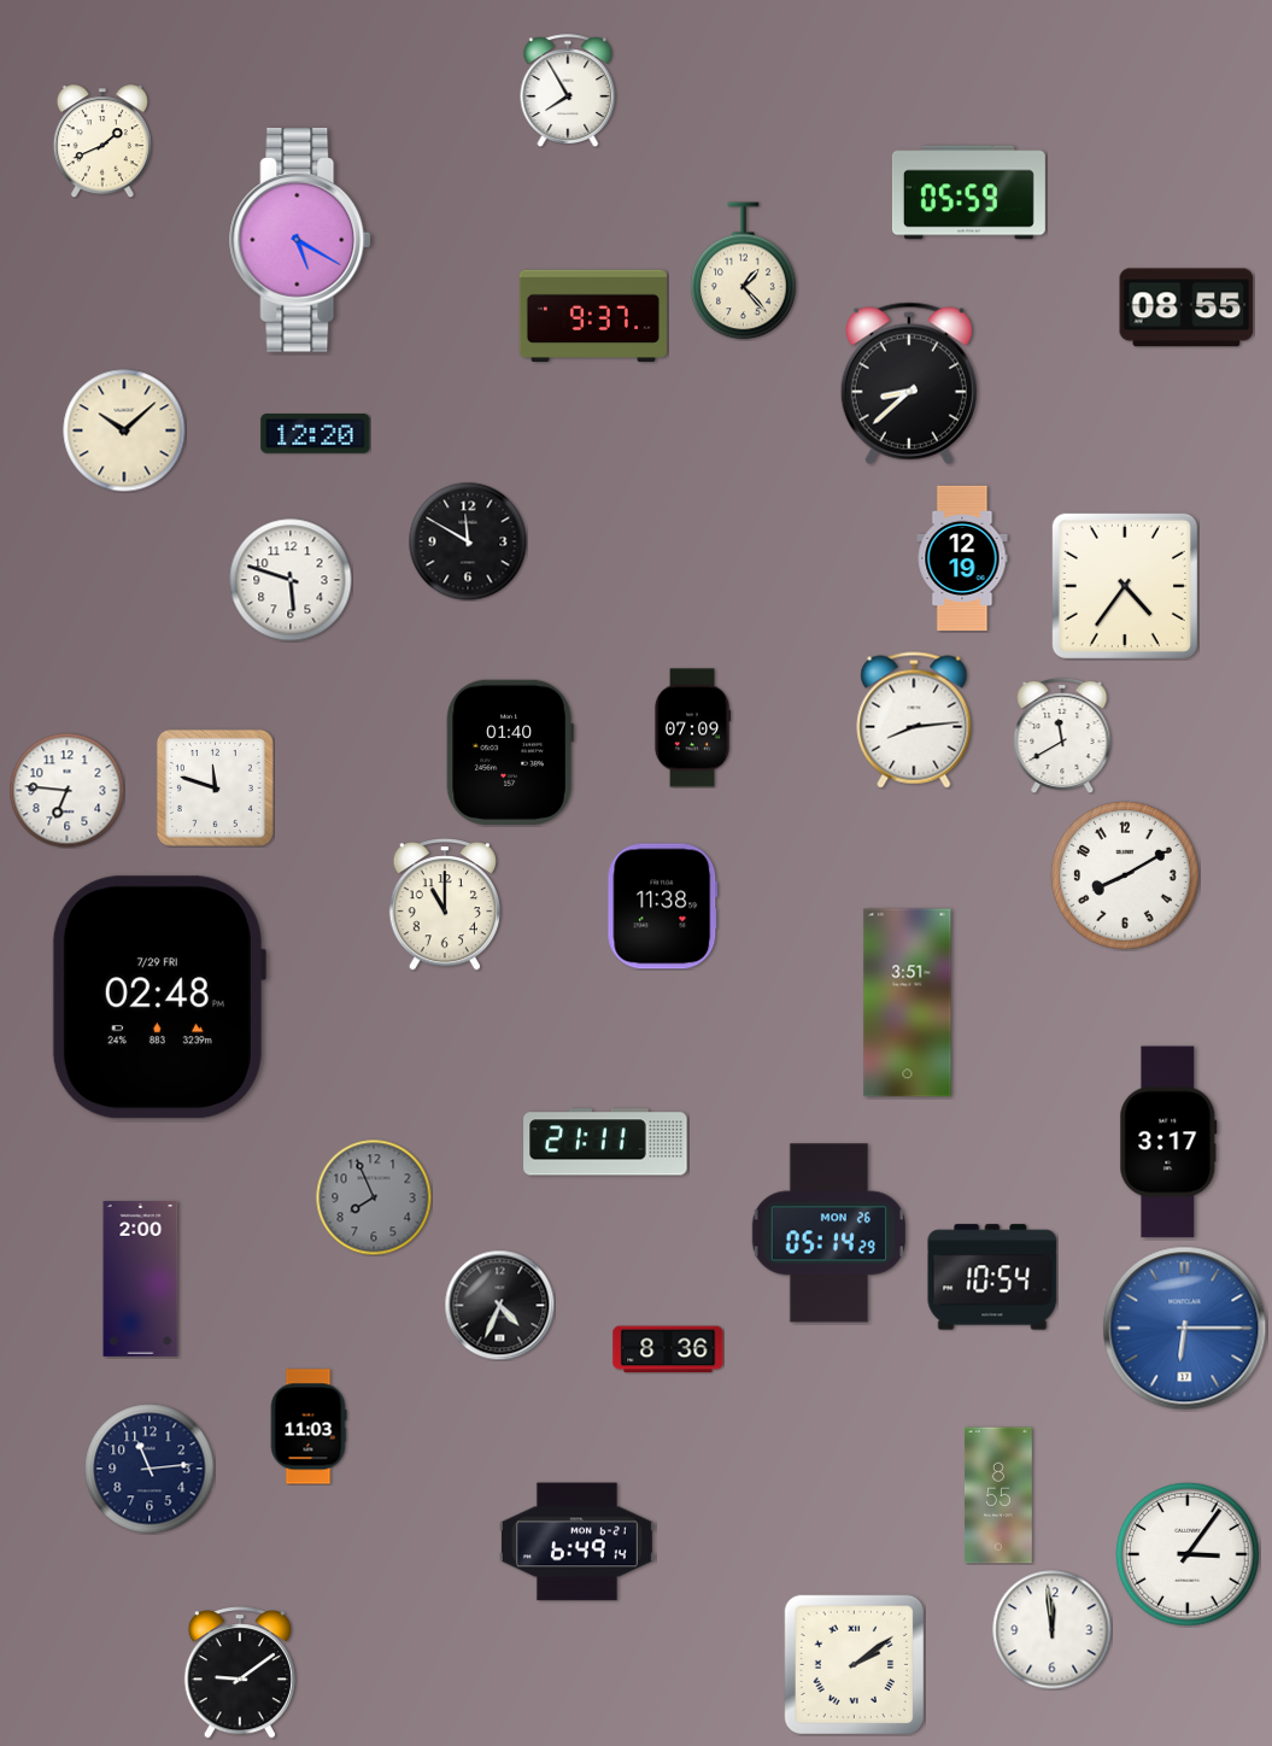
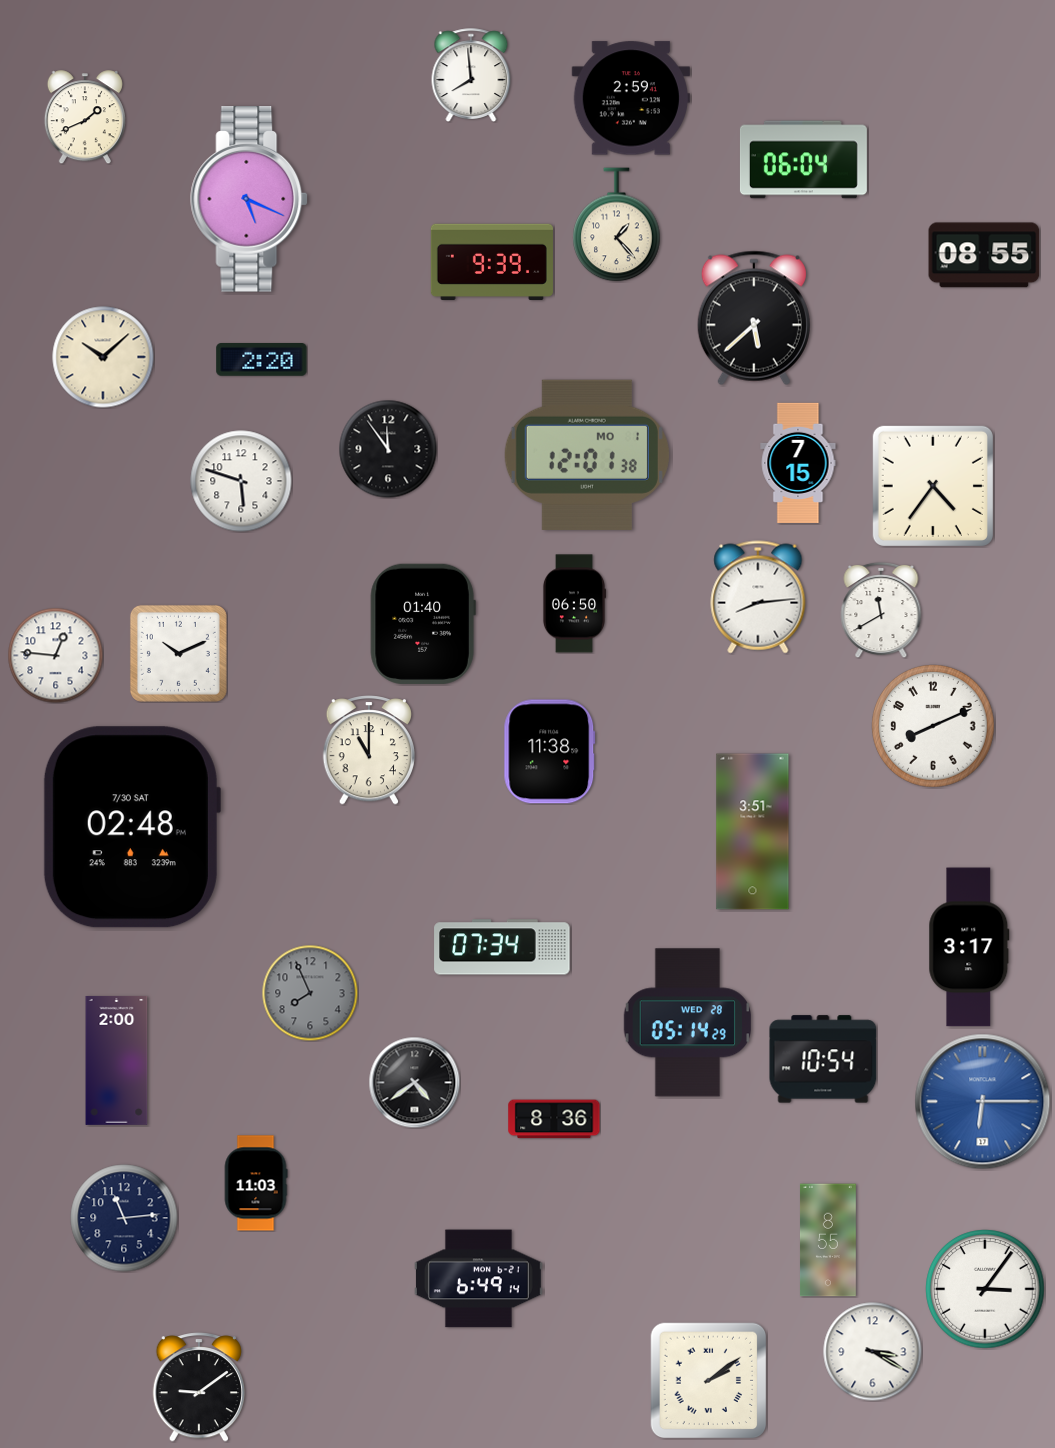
clock at (568, 90): 7:55 -> 7:59
clock at (631, 98): none -> 2:59
clock at (968, 193): 05:59 -> 06:04
clock at (301, 240): 5:20 -> 5:19
clock at (593, 316): 9:37 -> 9:39
clock at (909, 383): 8:38 -> 5:38
clock at (316, 434): 12:20 -> 2:20
clock at (468, 541): 11:50 -> 11:54
clock at (587, 455): none -> 12:01
clock at (962, 557): 12:19 -> 7:15
clock at (691, 728): 07:09 -> 06:50
clock at (215, 787): 11:48 -> 10:11
clock at (66, 790): 6:46 -> 12:46
clock at (1126, 877): 8:10 -> 8:11
clock at (158, 997) date: 7/29 FRI -> 7/30 SAT
clock at (605, 1142): 21:11 -> 07:34
clock at (828, 1234) date: MON 26 -> WED 28
clock at (499, 1305): 4:34 -> 4:39
clock at (1053, 1630): 11:59 -> 3:20
